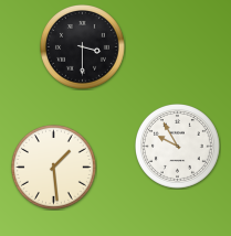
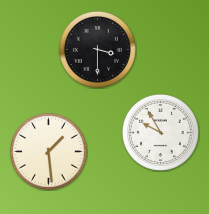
clock at (83, 47) position: (83, 47) -> (98, 50)
